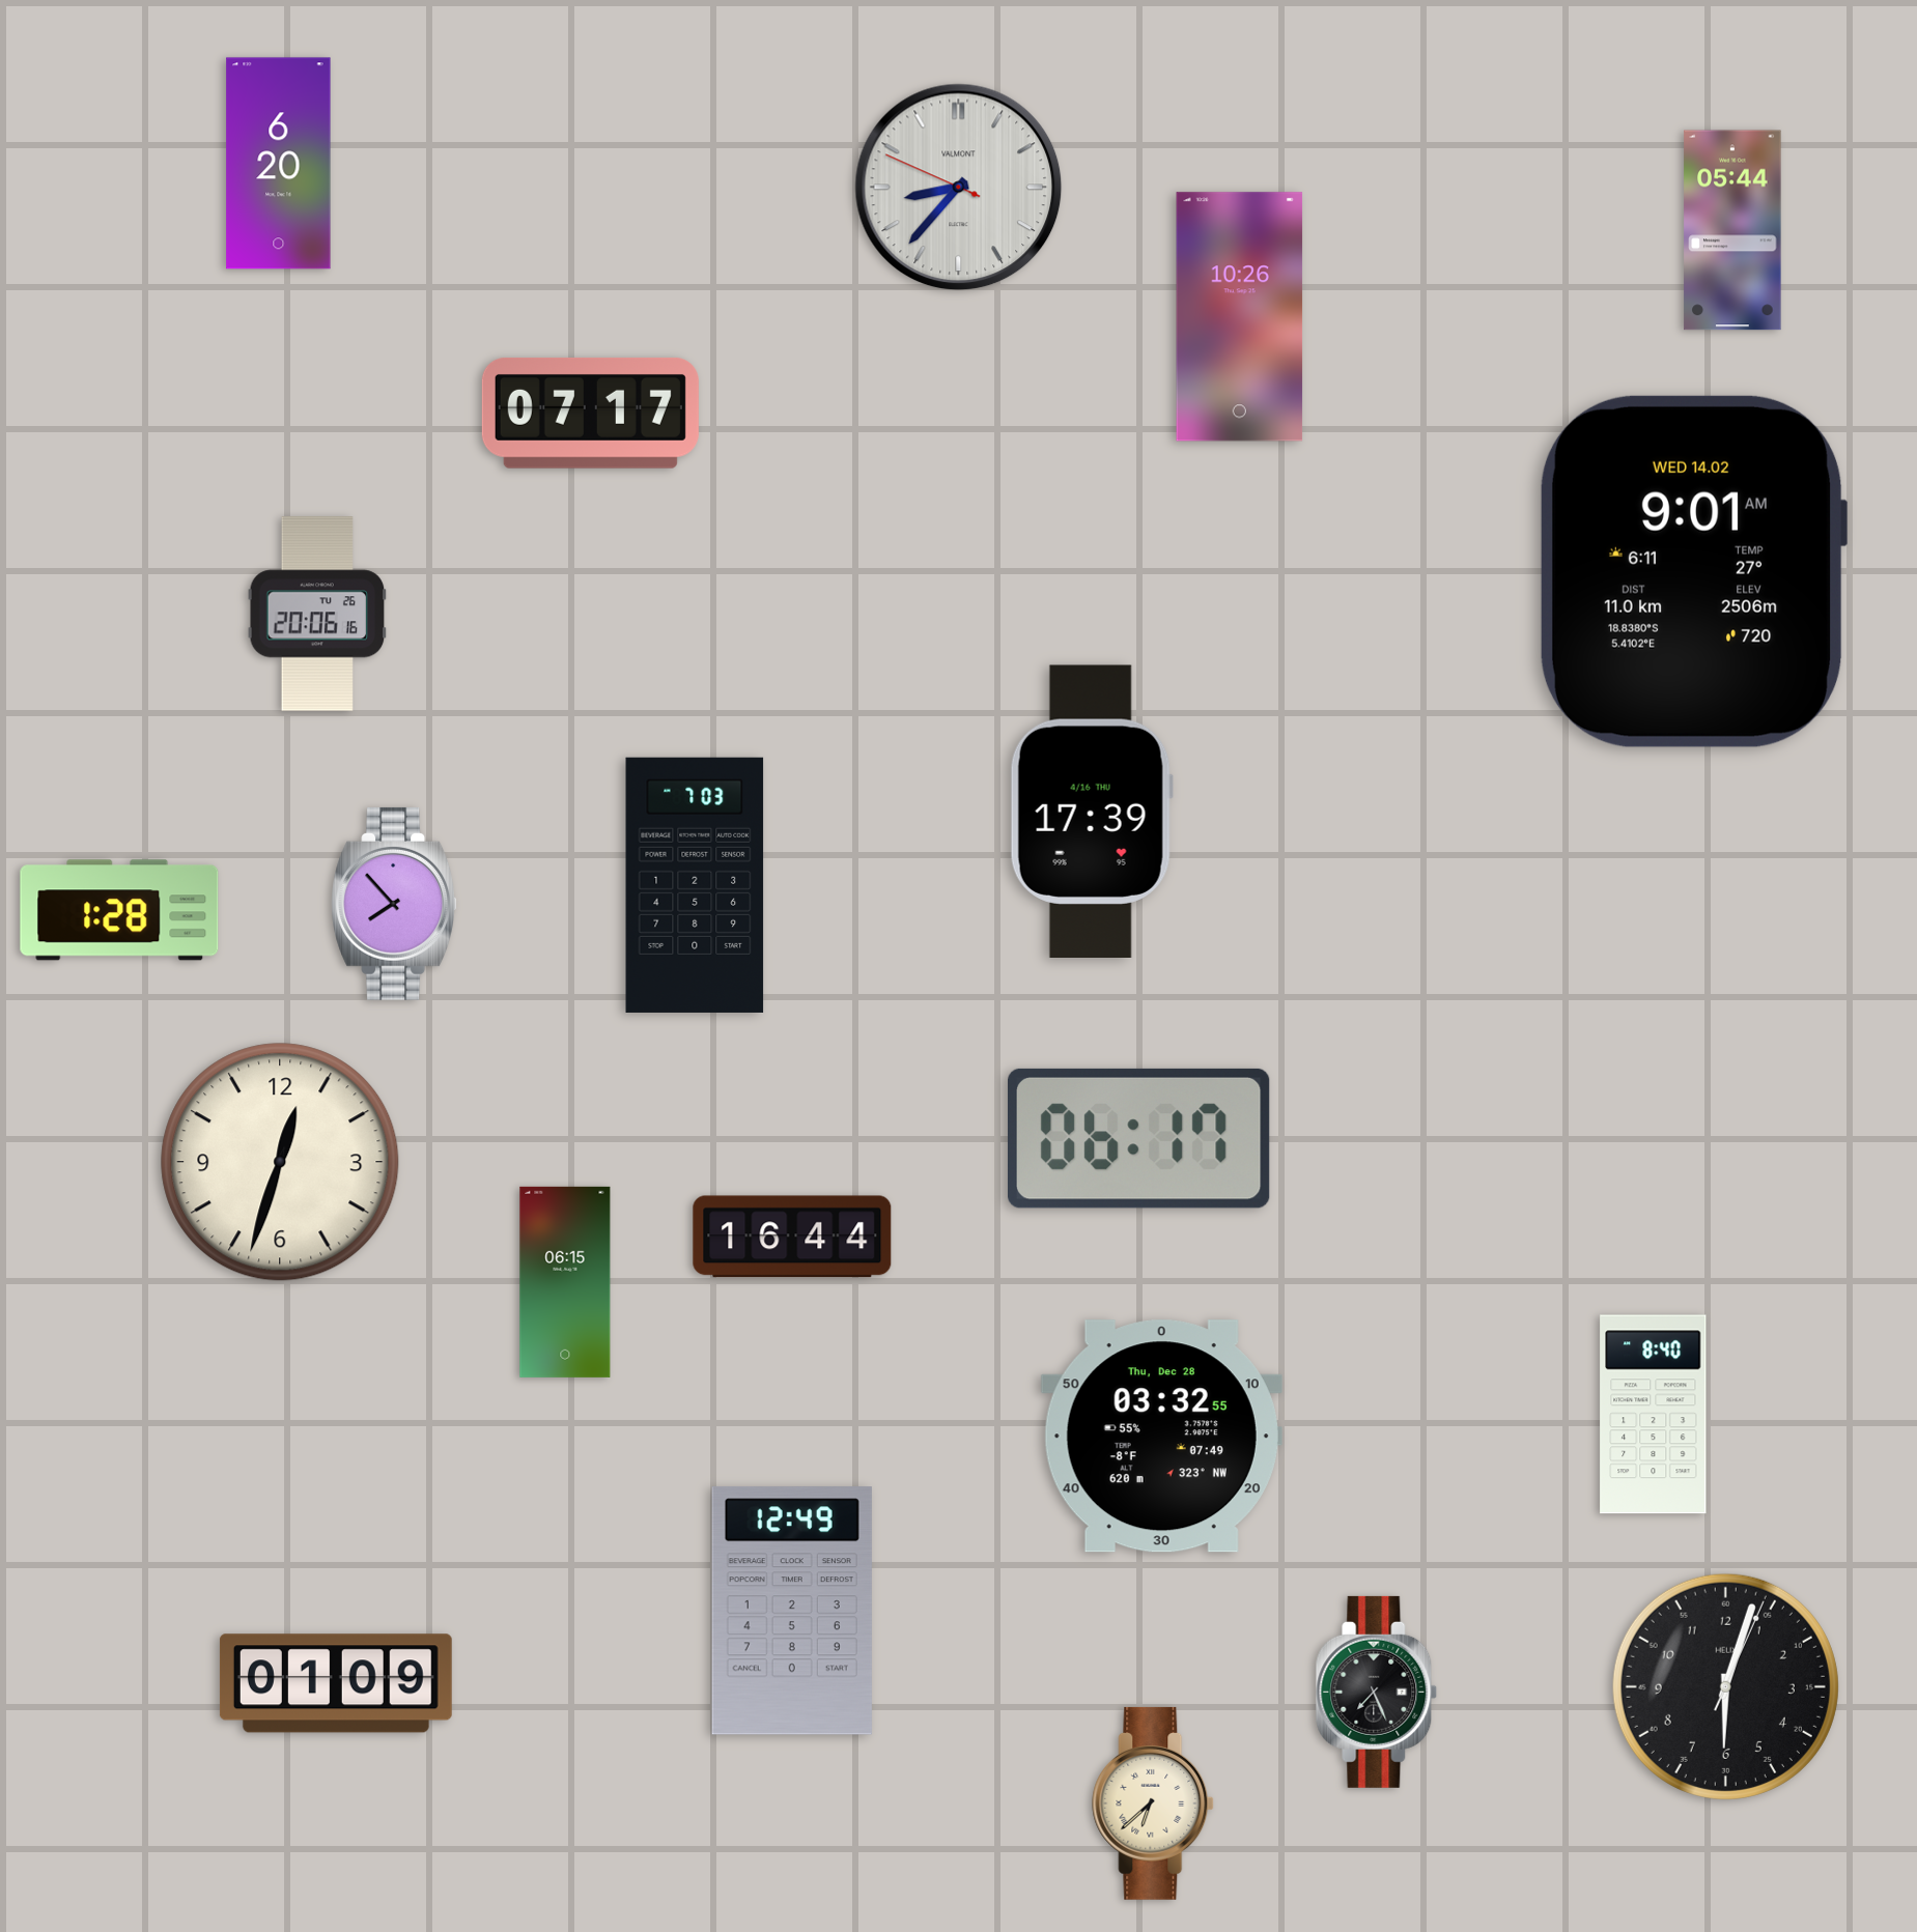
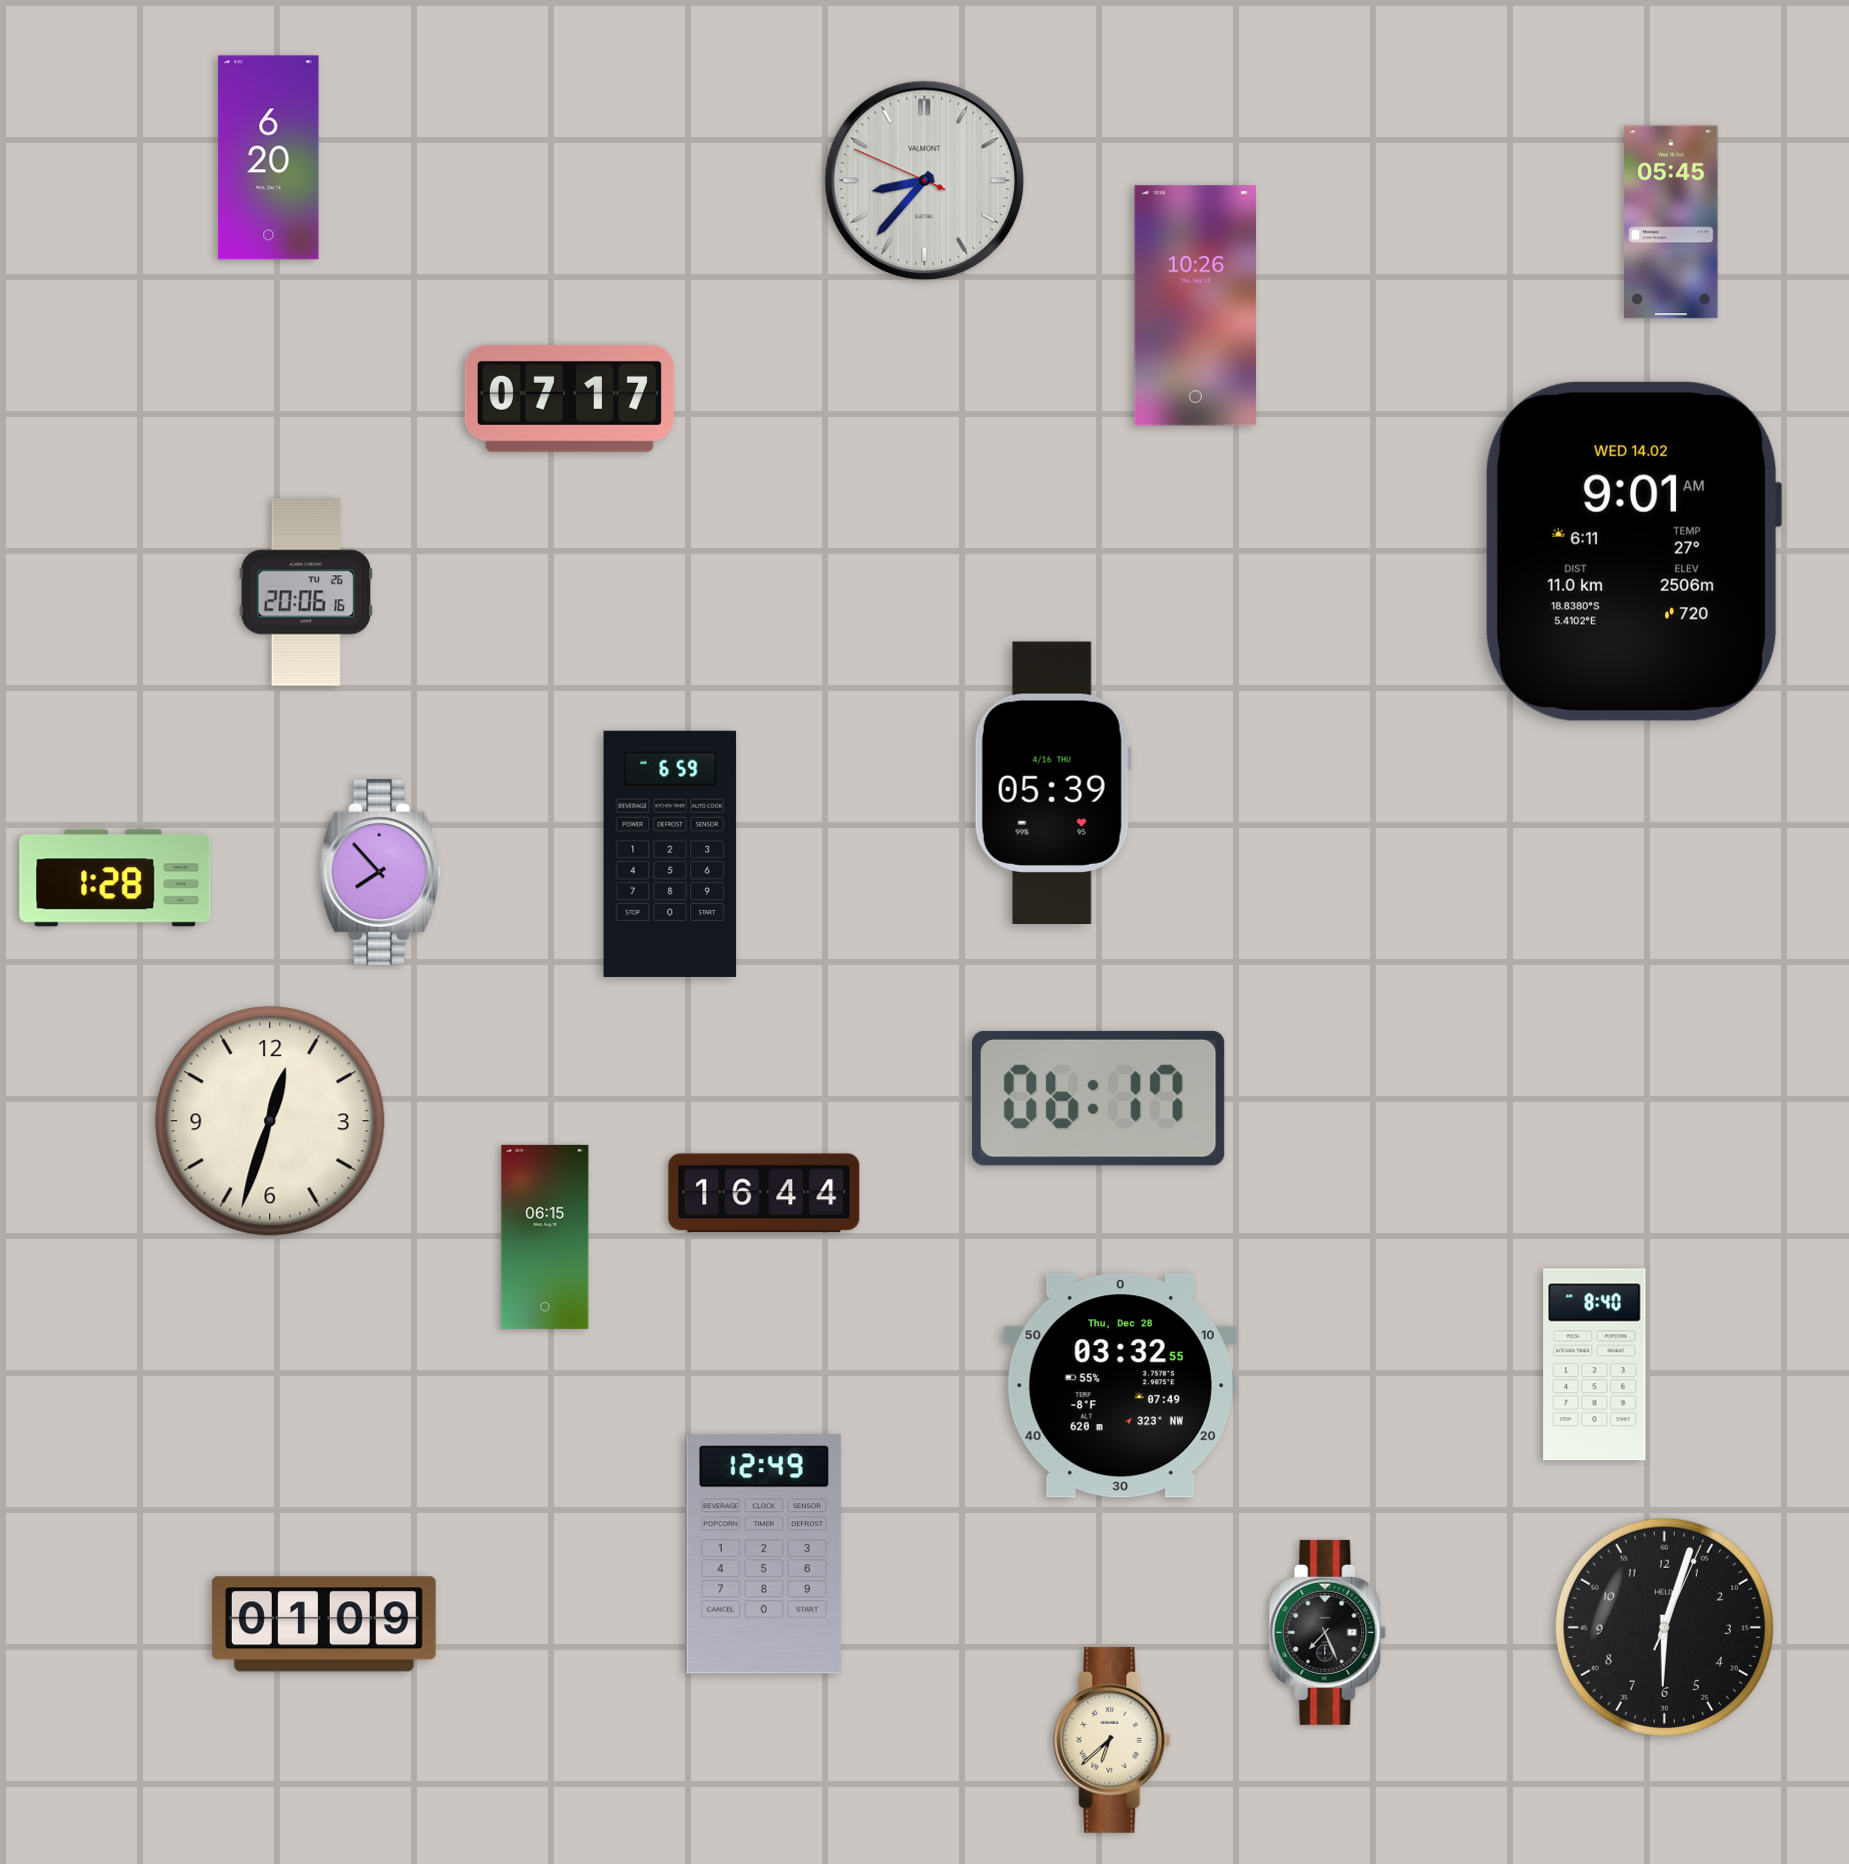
clock at (1732, 230): 05:44 -> 05:45
clock at (1092, 811): 17:39 -> 05:39
clock at (695, 885): 7:03 -> 6:59
